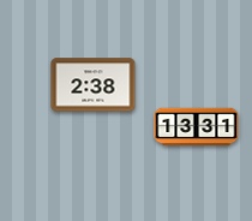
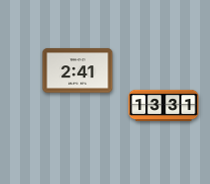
clock at (94, 85): 2:38 -> 2:41
